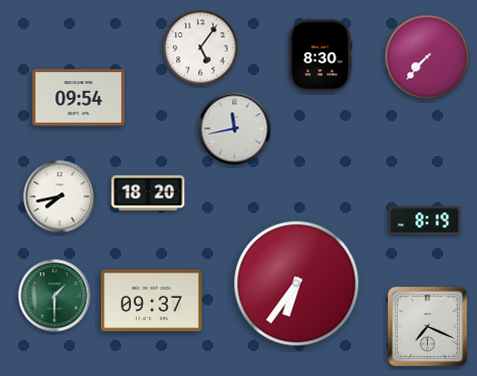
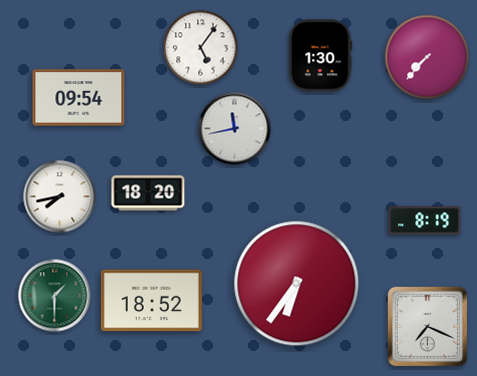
clock at (321, 56): 8:30 -> 1:30
clock at (151, 301): 09:37 -> 18:52
